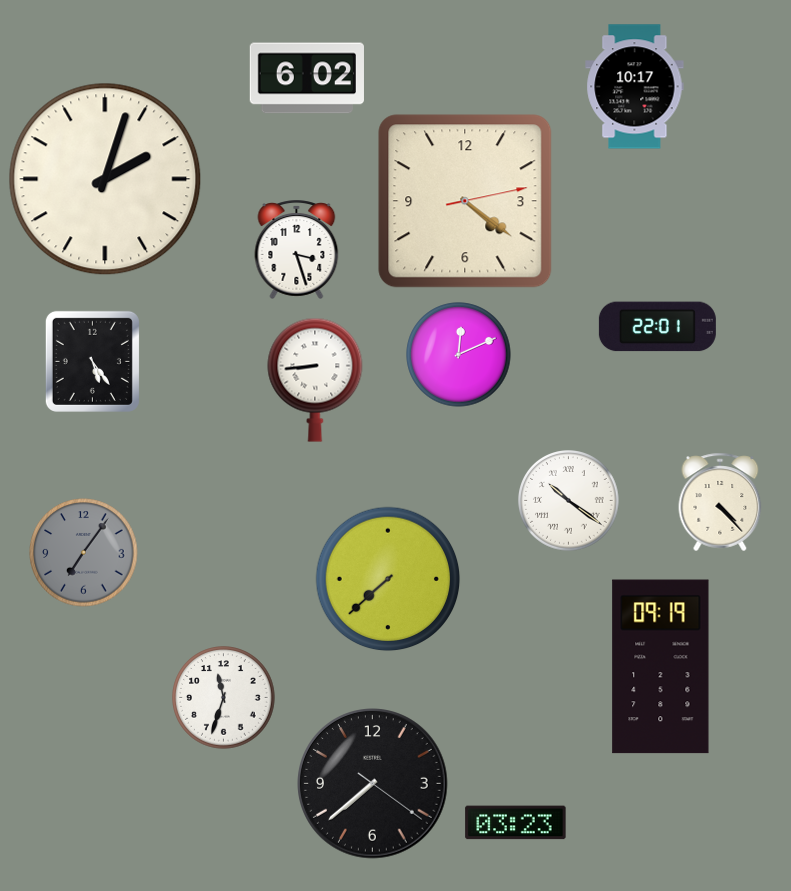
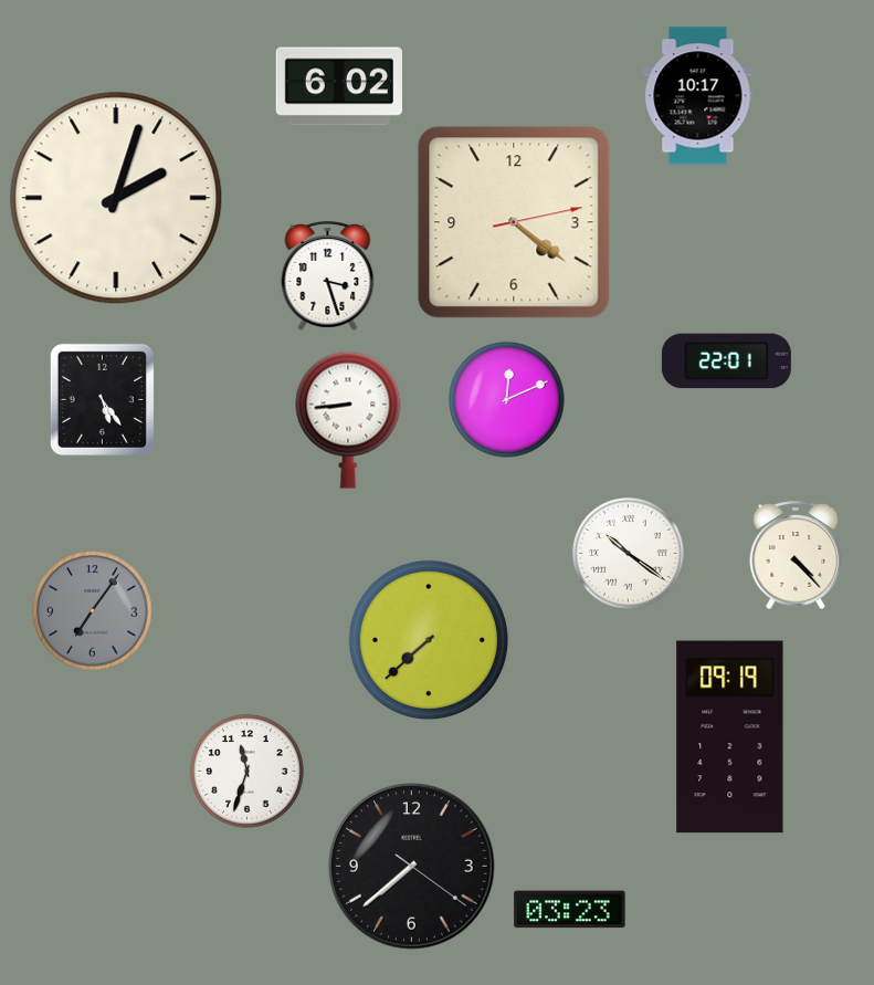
clock at (635, 87) position: (635, 87) -> (698, 96)
clock at (459, 355) position: (459, 355) -> (507, 400)
